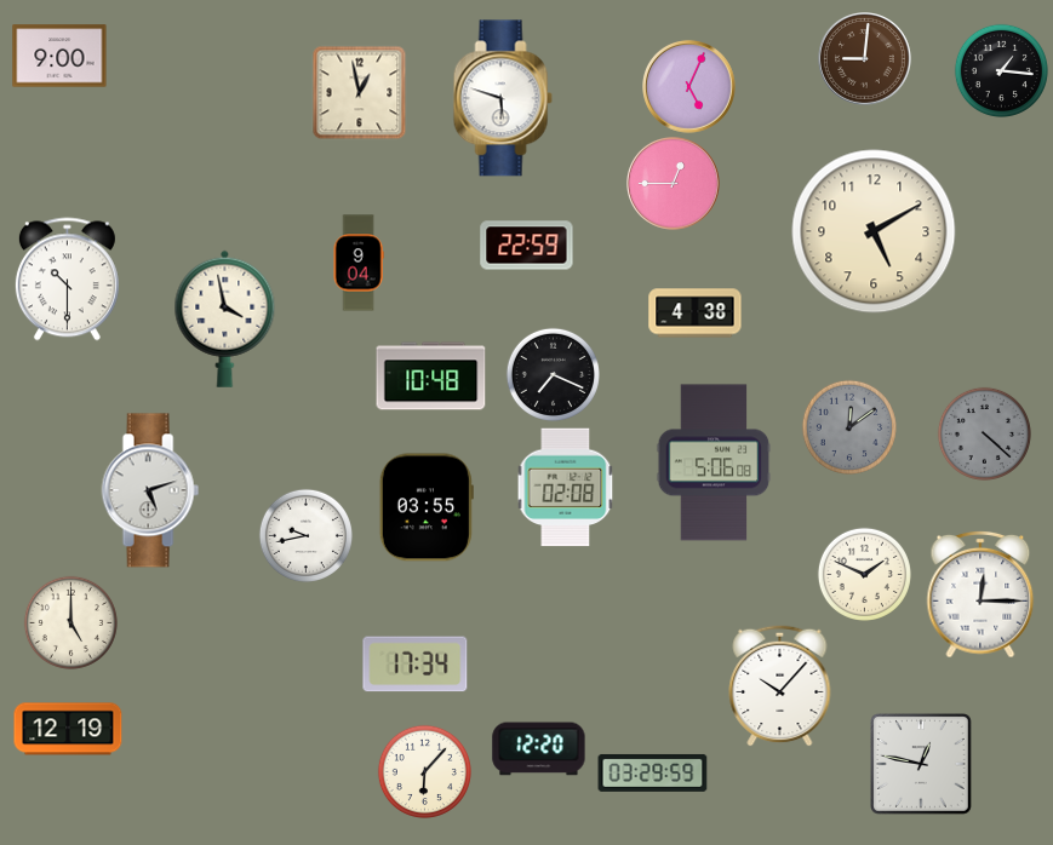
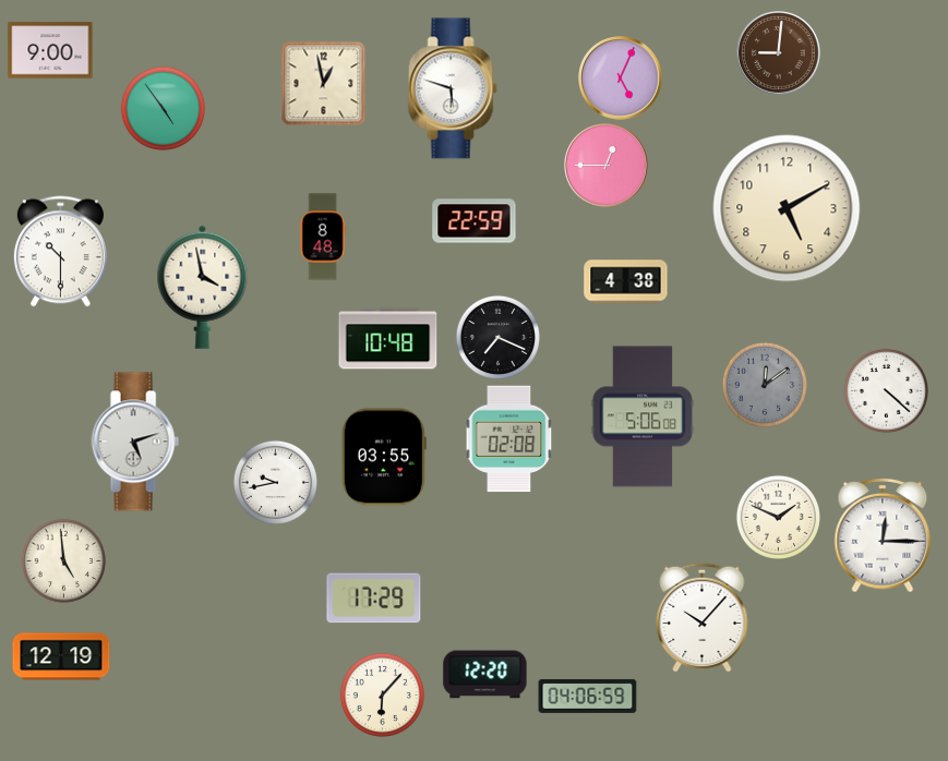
clock at (59, 56) position: (59, 56) -> (50, 50)
clock at (1001, 70): 1:16 -> none
clock at (163, 108): none -> 4:54
clock at (359, 263): 9:04 -> 8:48
clock at (984, 433) dial: grey -> white
clock at (70, 622): 5:00 -> 4:59
clock at (416, 665): 17:34 -> 17:29
clock at (922, 765): 12:47 -> none
clock at (653, 772): 03:29 -> 04:06
